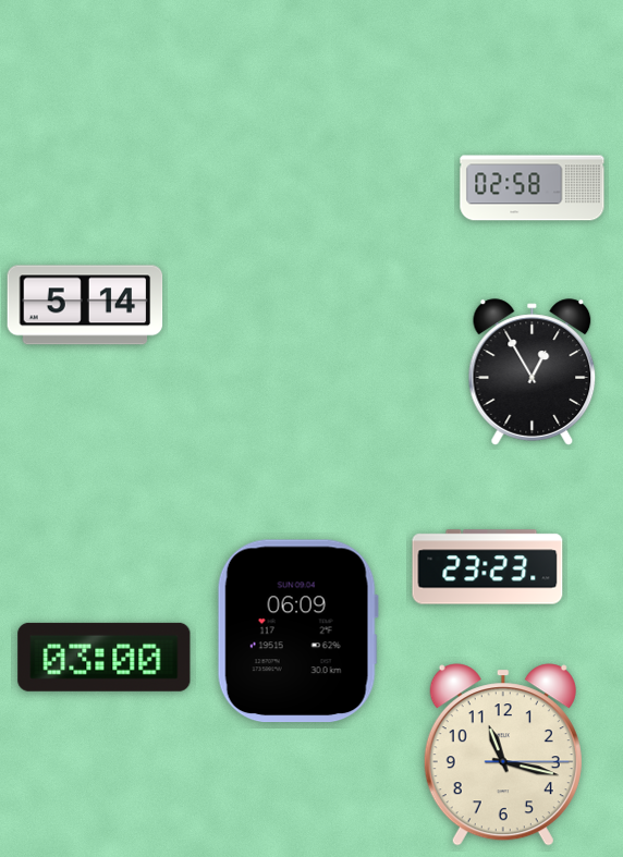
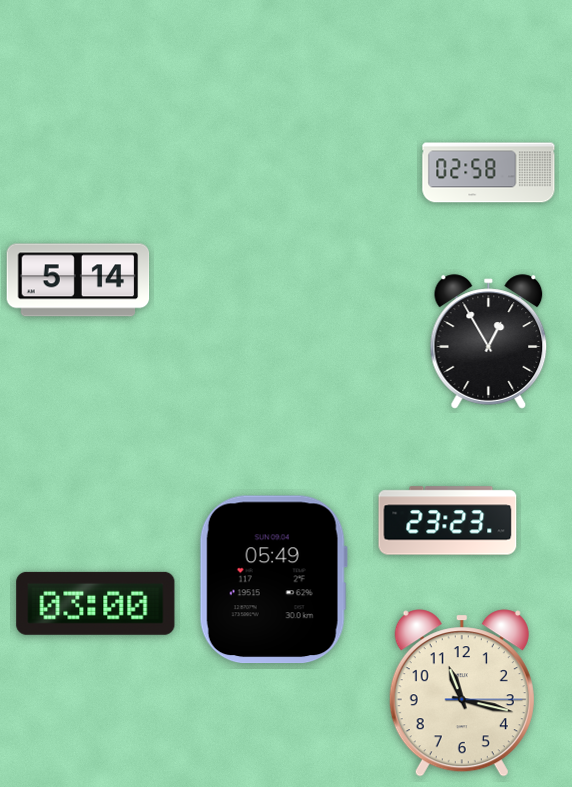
clock at (297, 632): 06:09 -> 05:49
